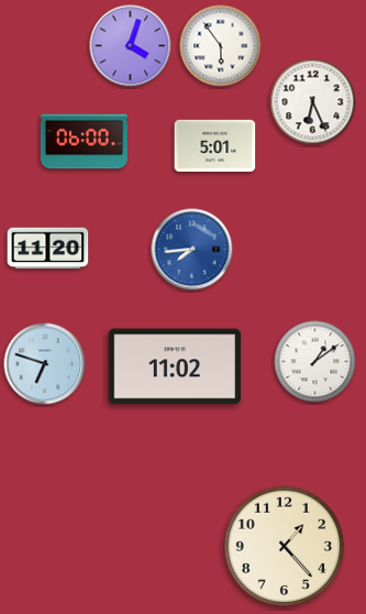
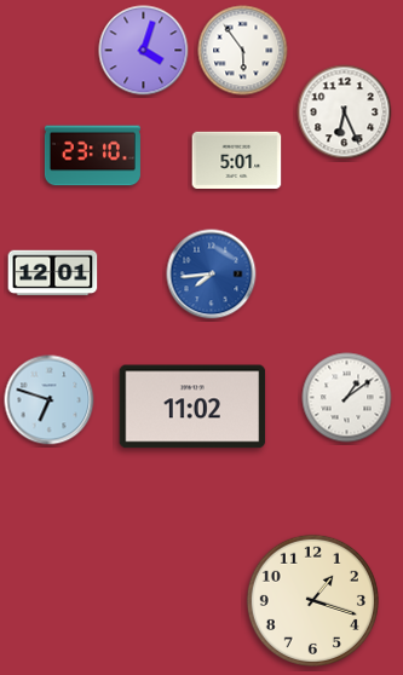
clock at (84, 142): 06:00 -> 23:10
clock at (48, 249): 11:20 -> 12:01
clock at (175, 366) position: (175, 366) -> (192, 406)
clock at (284, 546): 1:23 -> 1:18
